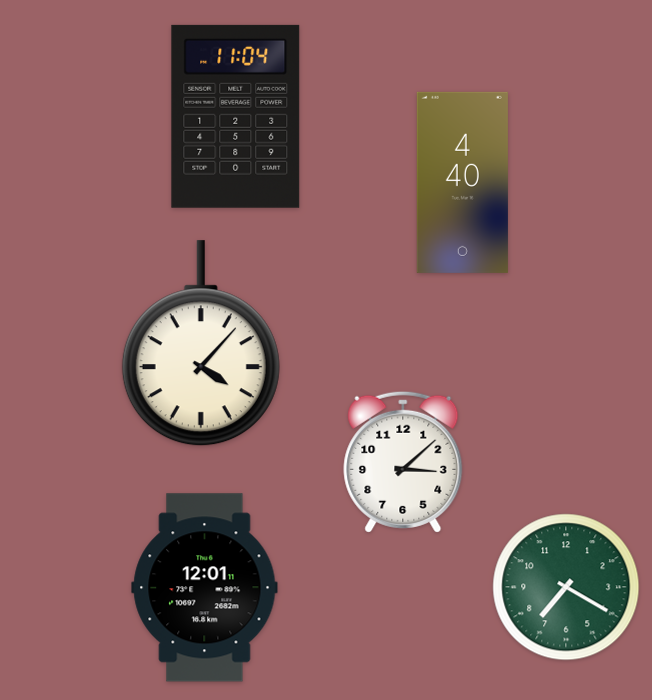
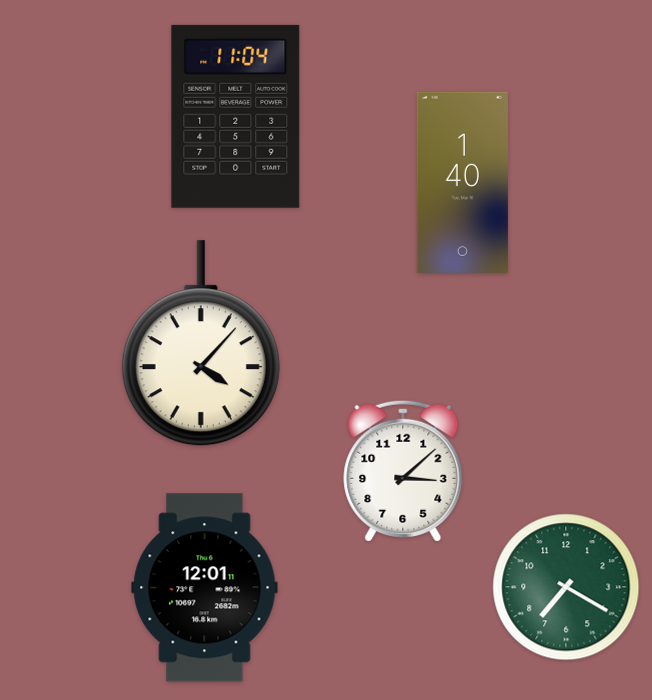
clock at (462, 182): 4:40 -> 1:40
clock at (403, 462) position: (403, 462) -> (403, 471)
